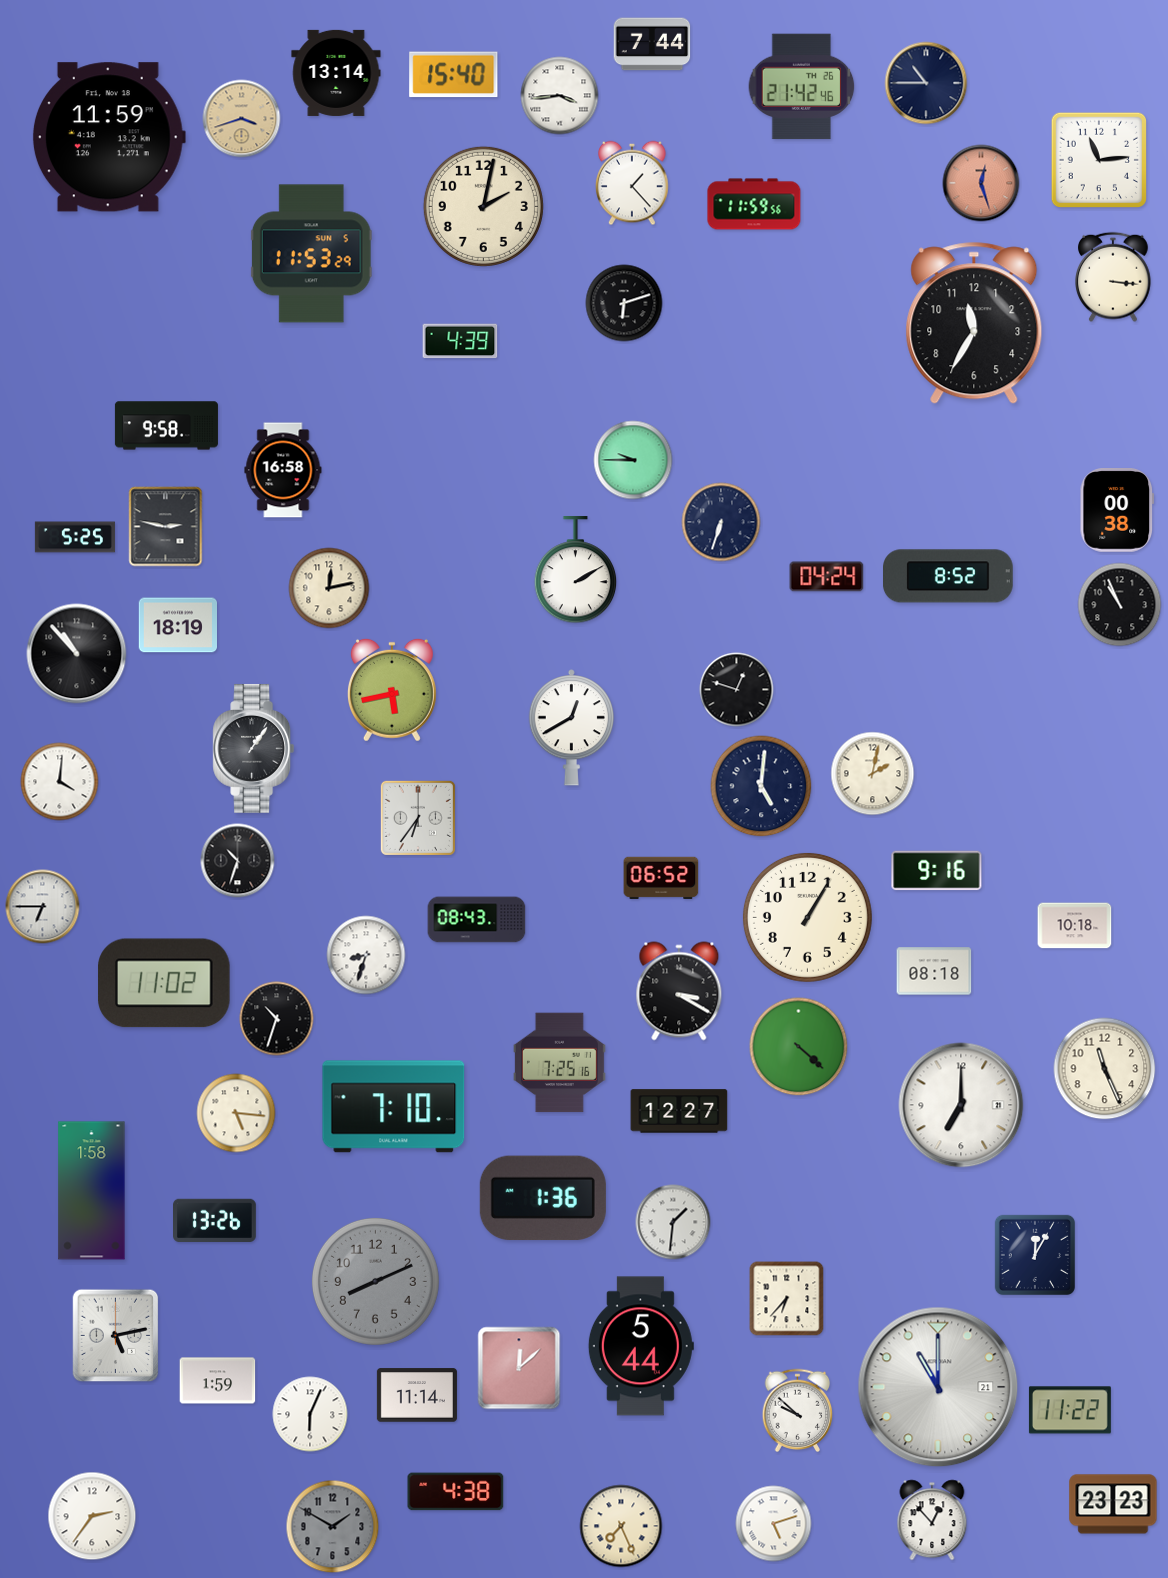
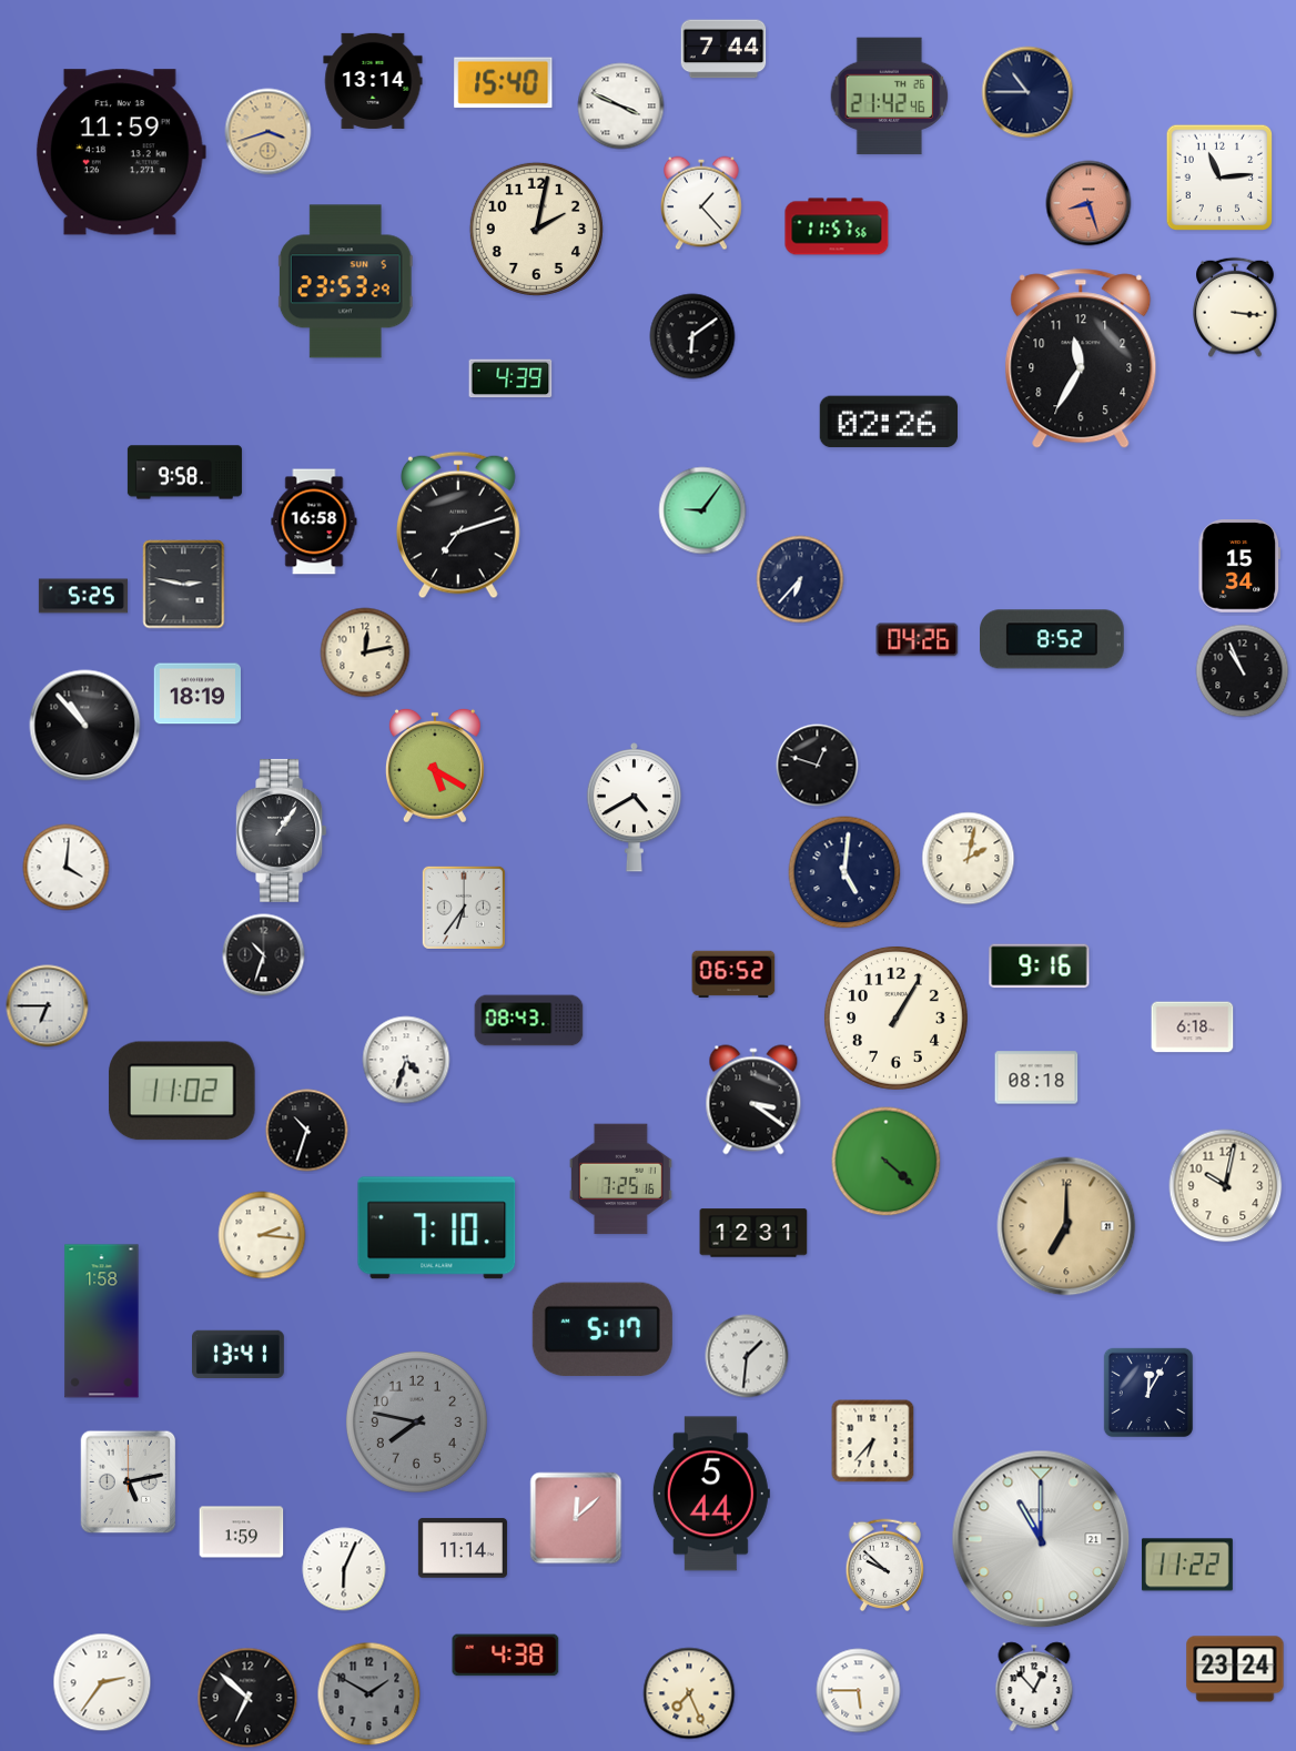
clock at (560, 96): 3:44 -> 3:49
clock at (981, 183): 12:27 -> 8:27
clock at (754, 204): 11:59 -> 11:57
clock at (311, 254): 11:53 -> 23:53
clock at (624, 303): 6:12 -> 6:09
clock at (889, 422): none -> 02:26
clock at (633, 460): 9:45 -> 9:06
clock at (458, 525): none -> 7:12
clock at (1117, 511): 00:38 -> 15:34
clock at (721, 522): 6:33 -> 6:37
clock at (576, 570): 2:10 -> none
clock at (827, 577): 04:24 -> 04:26
clock at (392, 690): 5:43 -> 5:20
clock at (571, 728): 12:40 -> 4:40
clock at (1075, 926): 10:18 -> 6:18
clock at (366, 955): 8:33 -> 4:33
clock at (679, 991): 3:20 -> 3:21
clock at (1105, 1069): 11:26 -> 10:02
clock at (961, 1105) dial: white -> champagne
clock at (679, 1111): 12:27 -> 12:31
clock at (236, 1113): 5:16 -> 2:16
clock at (543, 1198): 1:36 -> 5:17
clock at (215, 1220): 13:26 -> 13:41
clock at (375, 1281): 8:11 -> 7:47
clock at (1113, 1504): 23:23 -> 23:24
clock at (774, 1524): 5:12 -> 5:45
clock at (247, 1698): none -> 6:52
